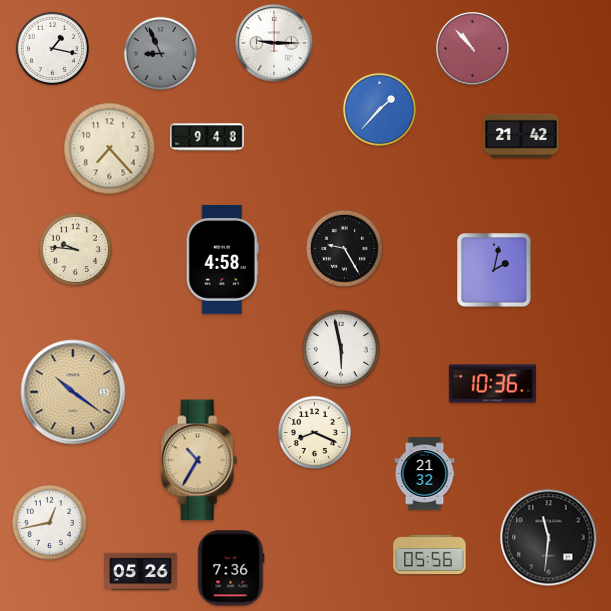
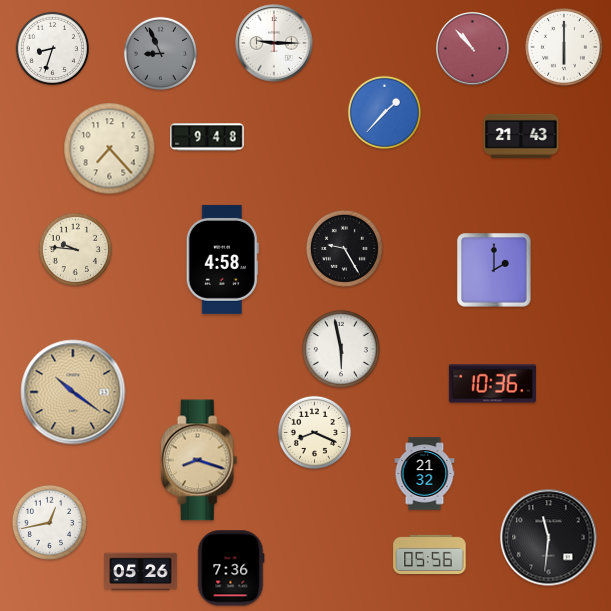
clock at (564, 47): none -> 6:00
clock at (52, 48): 1:17 -> 8:33
clock at (379, 109) position: (379, 109) -> (384, 112)
clock at (521, 136): 21:42 -> 21:43
clock at (494, 270): 2:02 -> 2:00
clock at (199, 460): 10:35 -> 8:18
